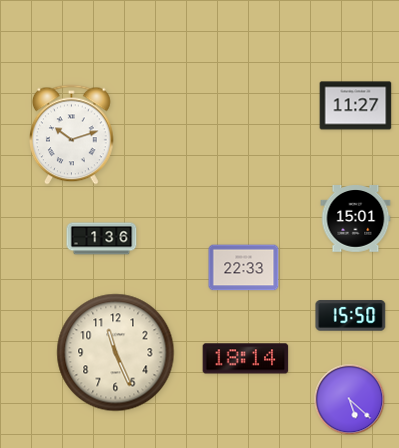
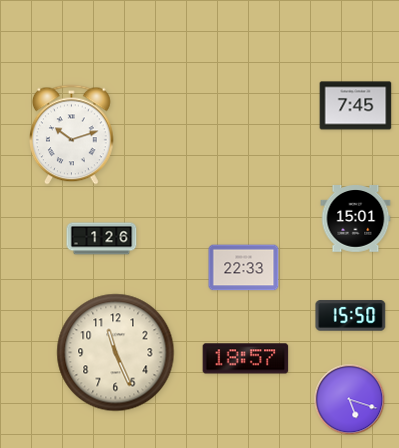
clock at (356, 106): 11:27 -> 7:45
clock at (102, 239): 1:36 -> 1:26
clock at (246, 359): 18:14 -> 18:57
clock at (350, 400): 5:22 -> 5:18
